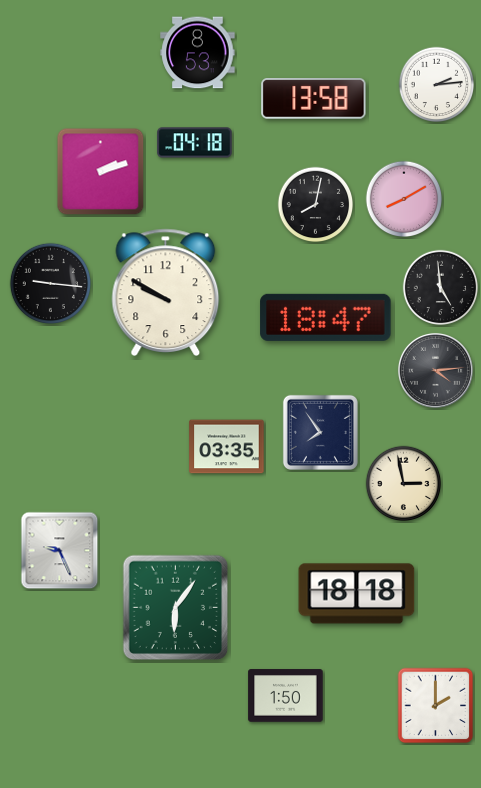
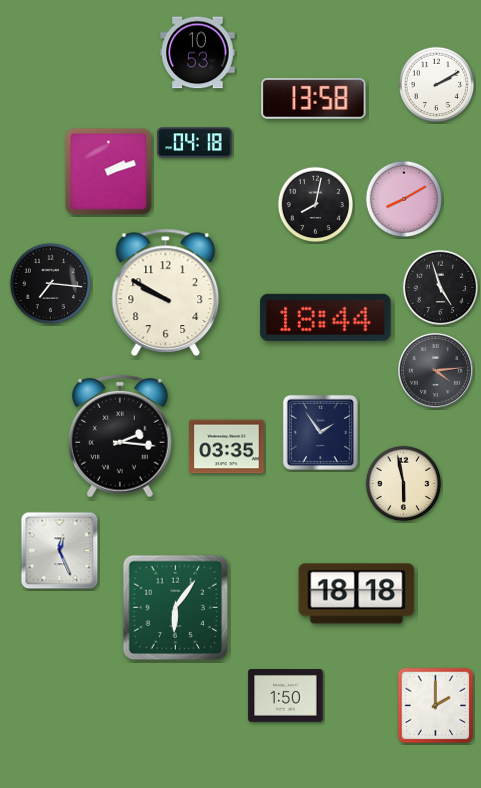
clock at (198, 53): 8:53 -> 10:53
clock at (437, 85): 2:14 -> 2:10
clock at (101, 172) position: (101, 172) -> (109, 172)
clock at (50, 283): 9:16 -> 7:16
clock at (441, 288): 4:59 -> 4:57
clock at (326, 317): 18:47 -> 18:44
clock at (320, 432): 7:54 -> 1:54
clock at (121, 436): none -> 2:16
clock at (404, 484): 2:58 -> 5:58
clock at (60, 551): 9:26 -> 12:26
